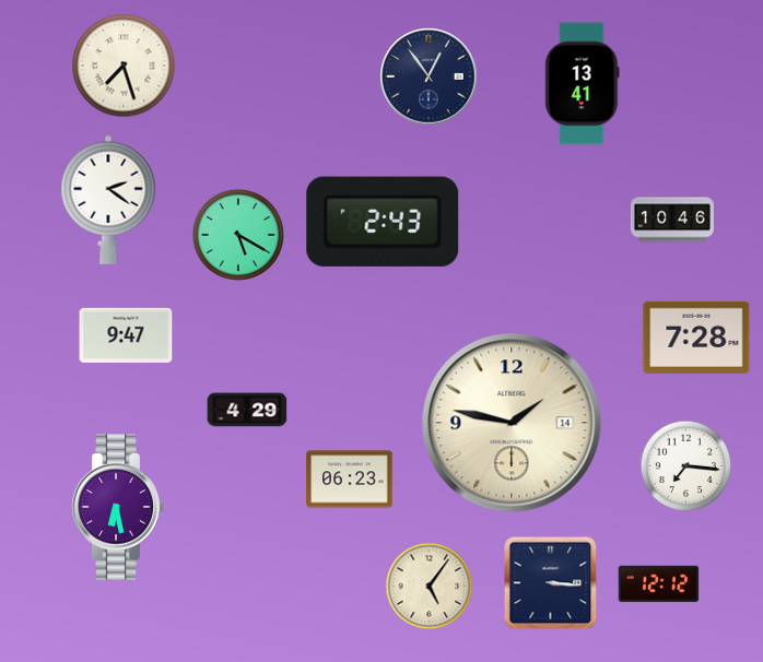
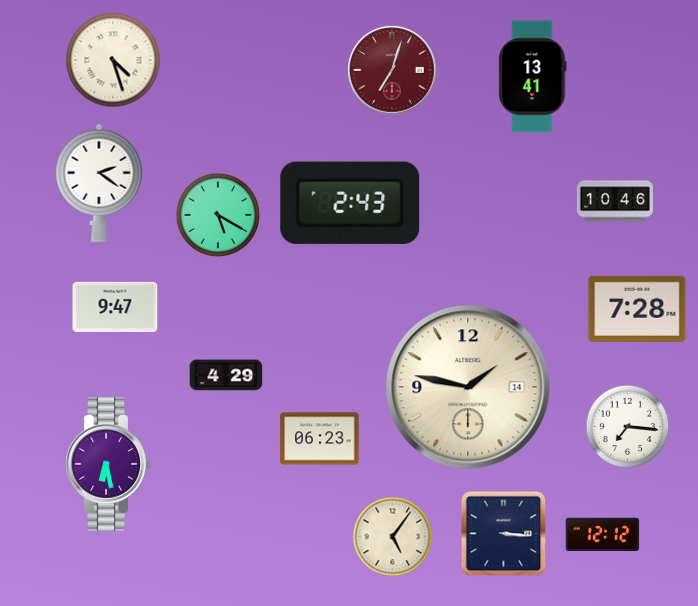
clock at (124, 66): 7:27 -> 4:27
clock at (429, 76): 12:54 -> 7:03
clock at (429, 76) dial: navy -> burgundy
